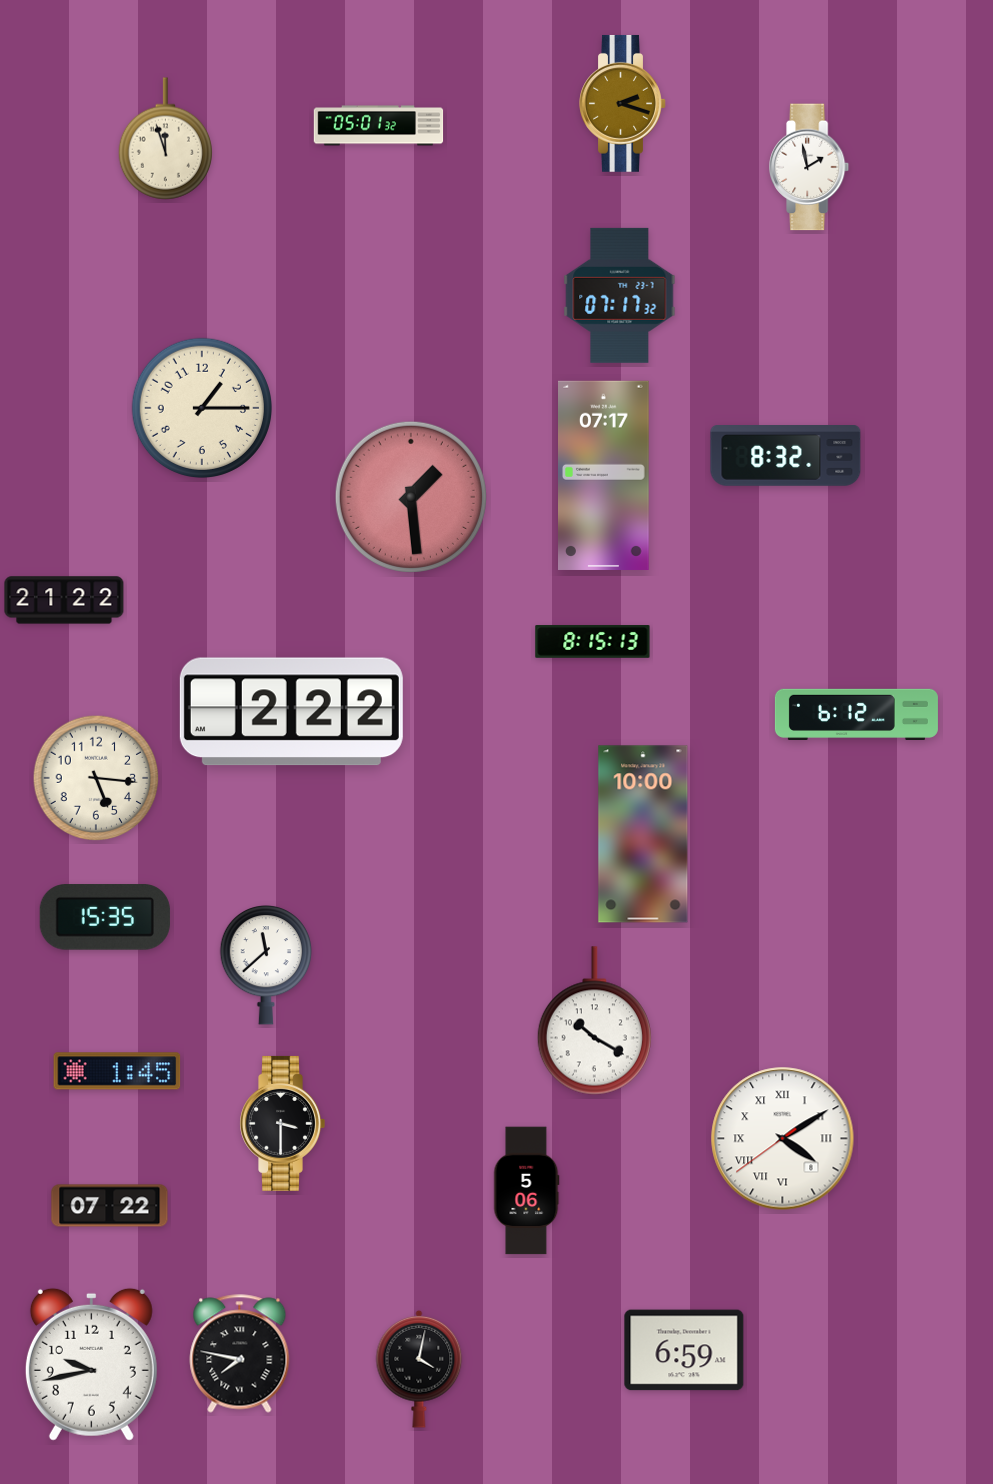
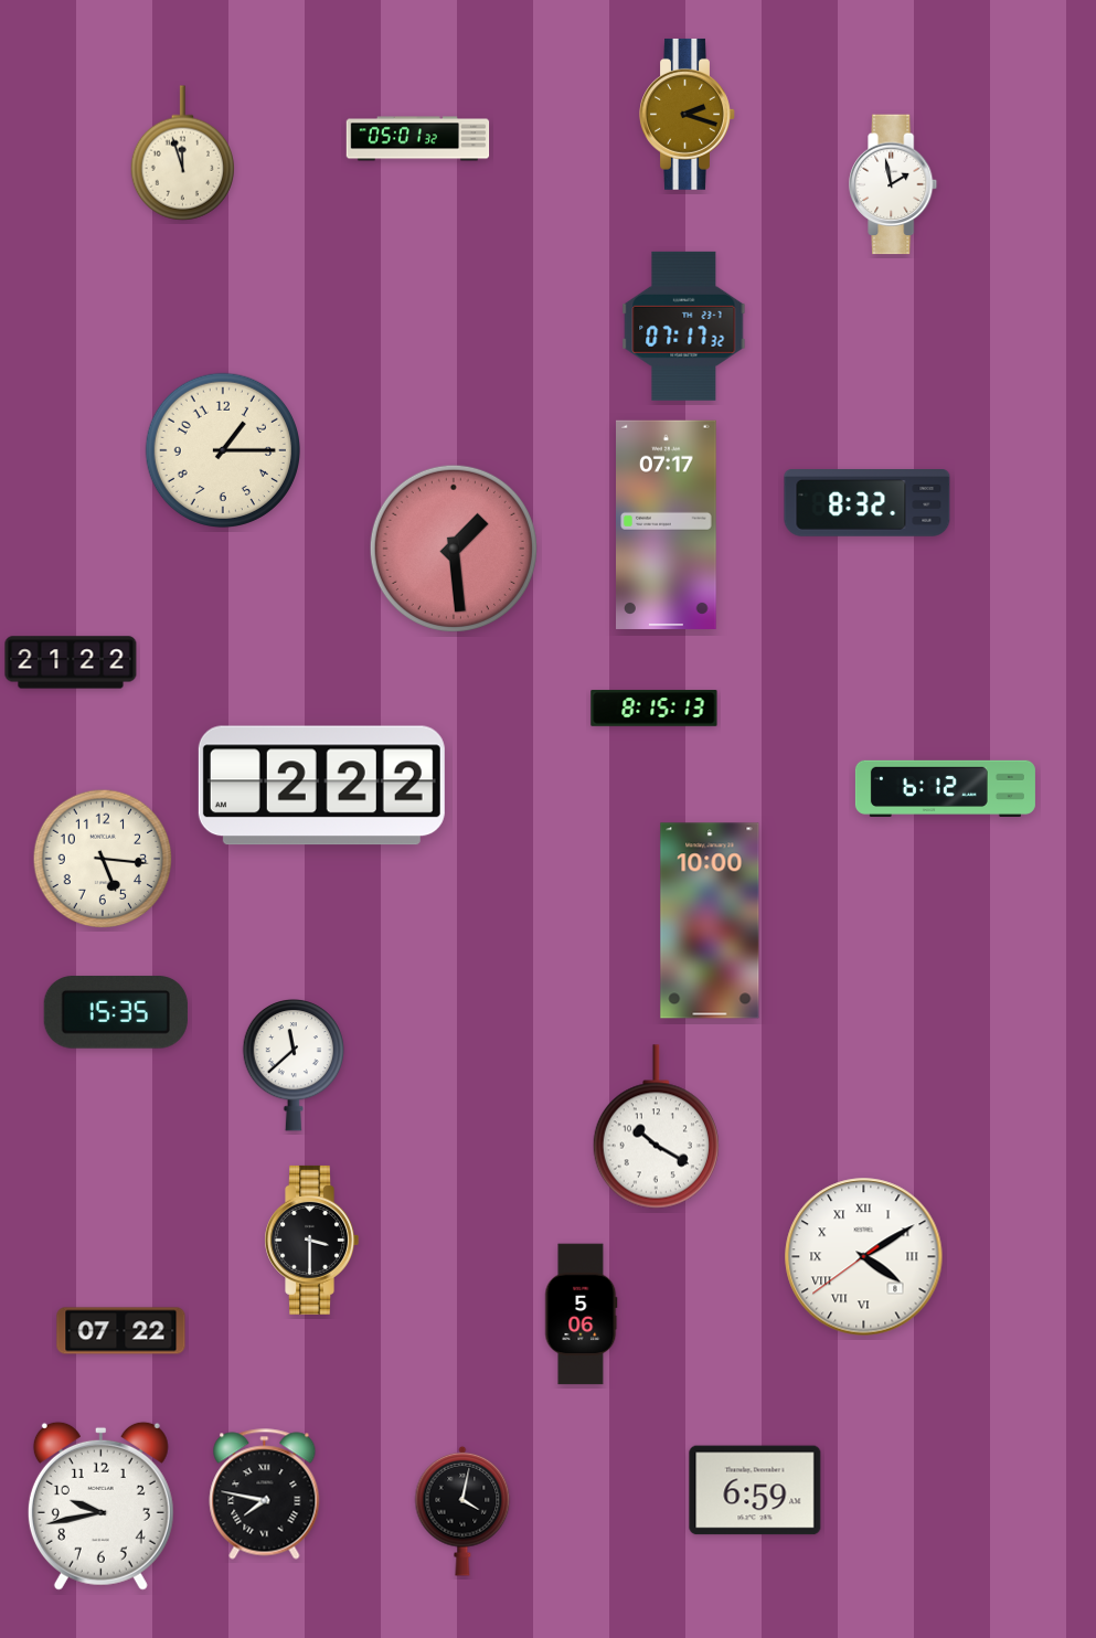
clock at (96, 778) position: (96, 778) -> (103, 859)
clock at (117, 1071): 1:45 -> none
